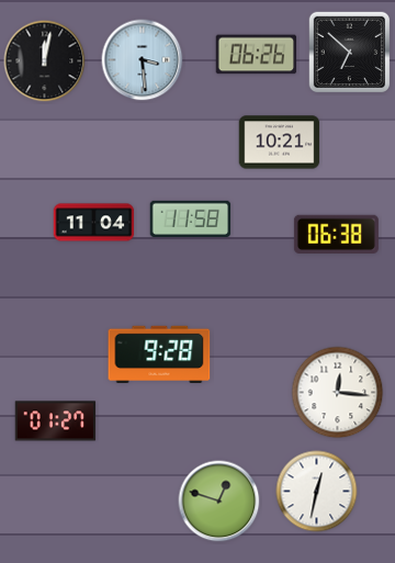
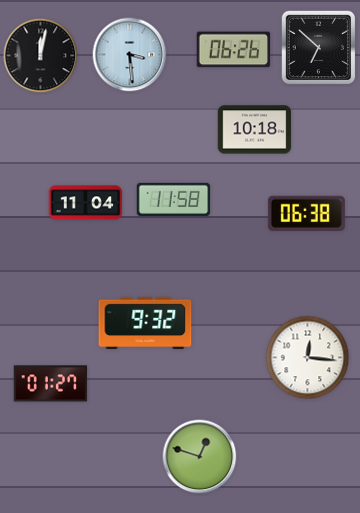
clock at (280, 143): 10:21 -> 10:18
clock at (159, 353): 9:28 -> 9:32
clock at (317, 492): 12:32 -> none
